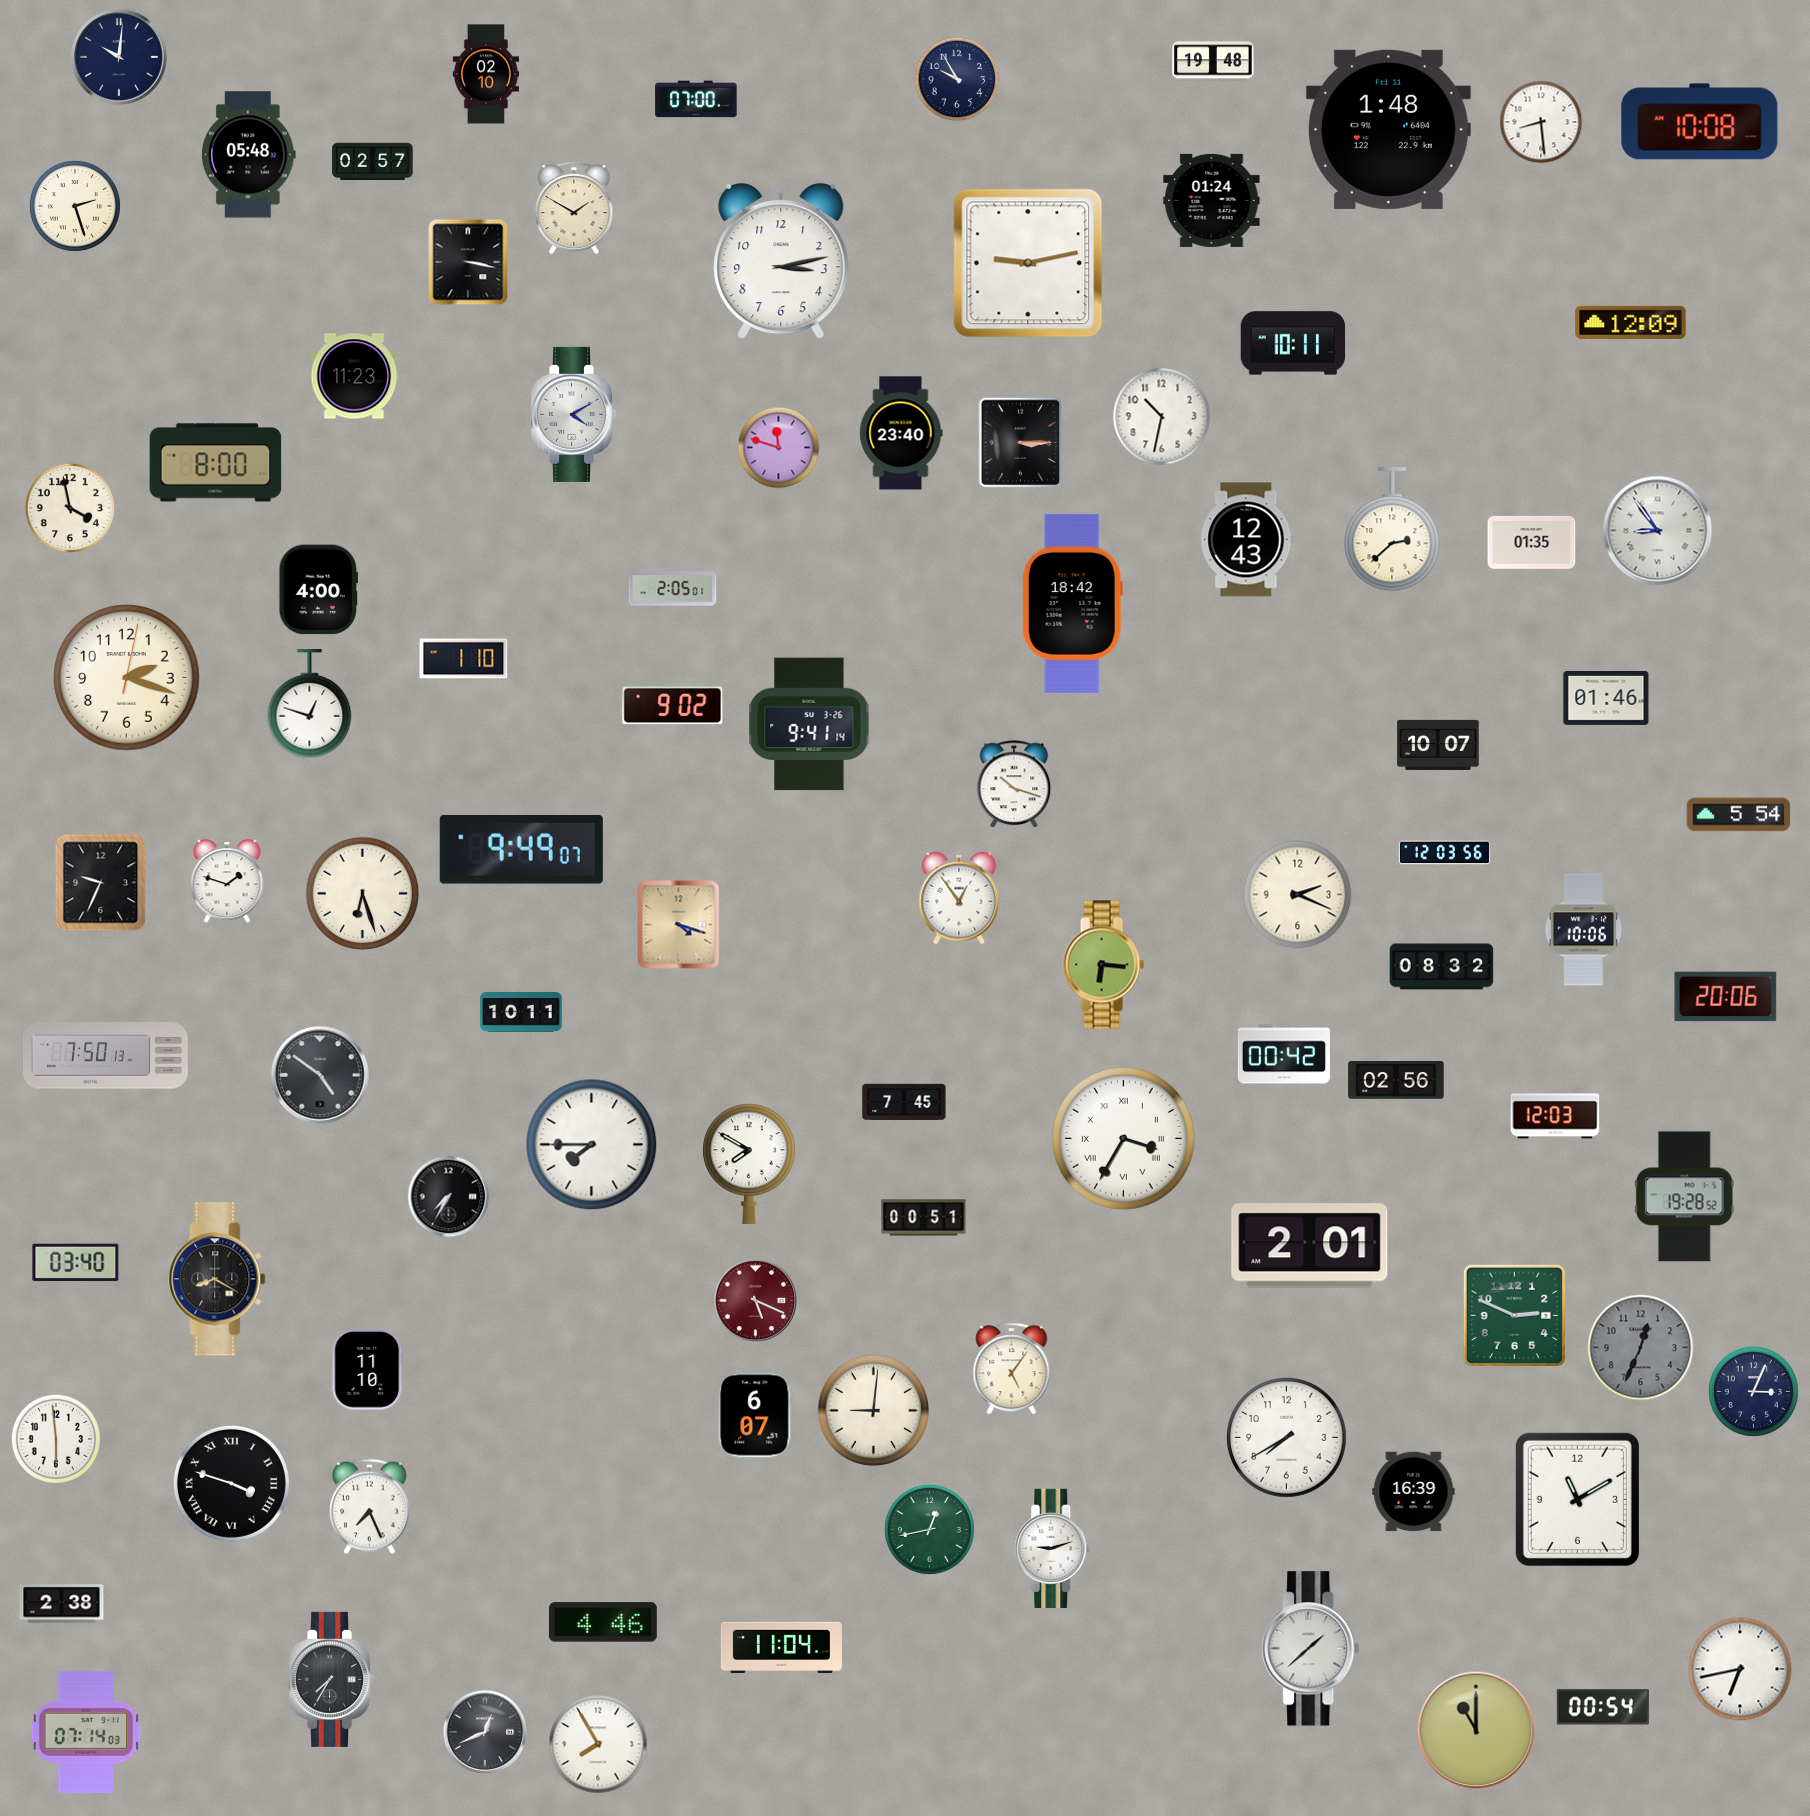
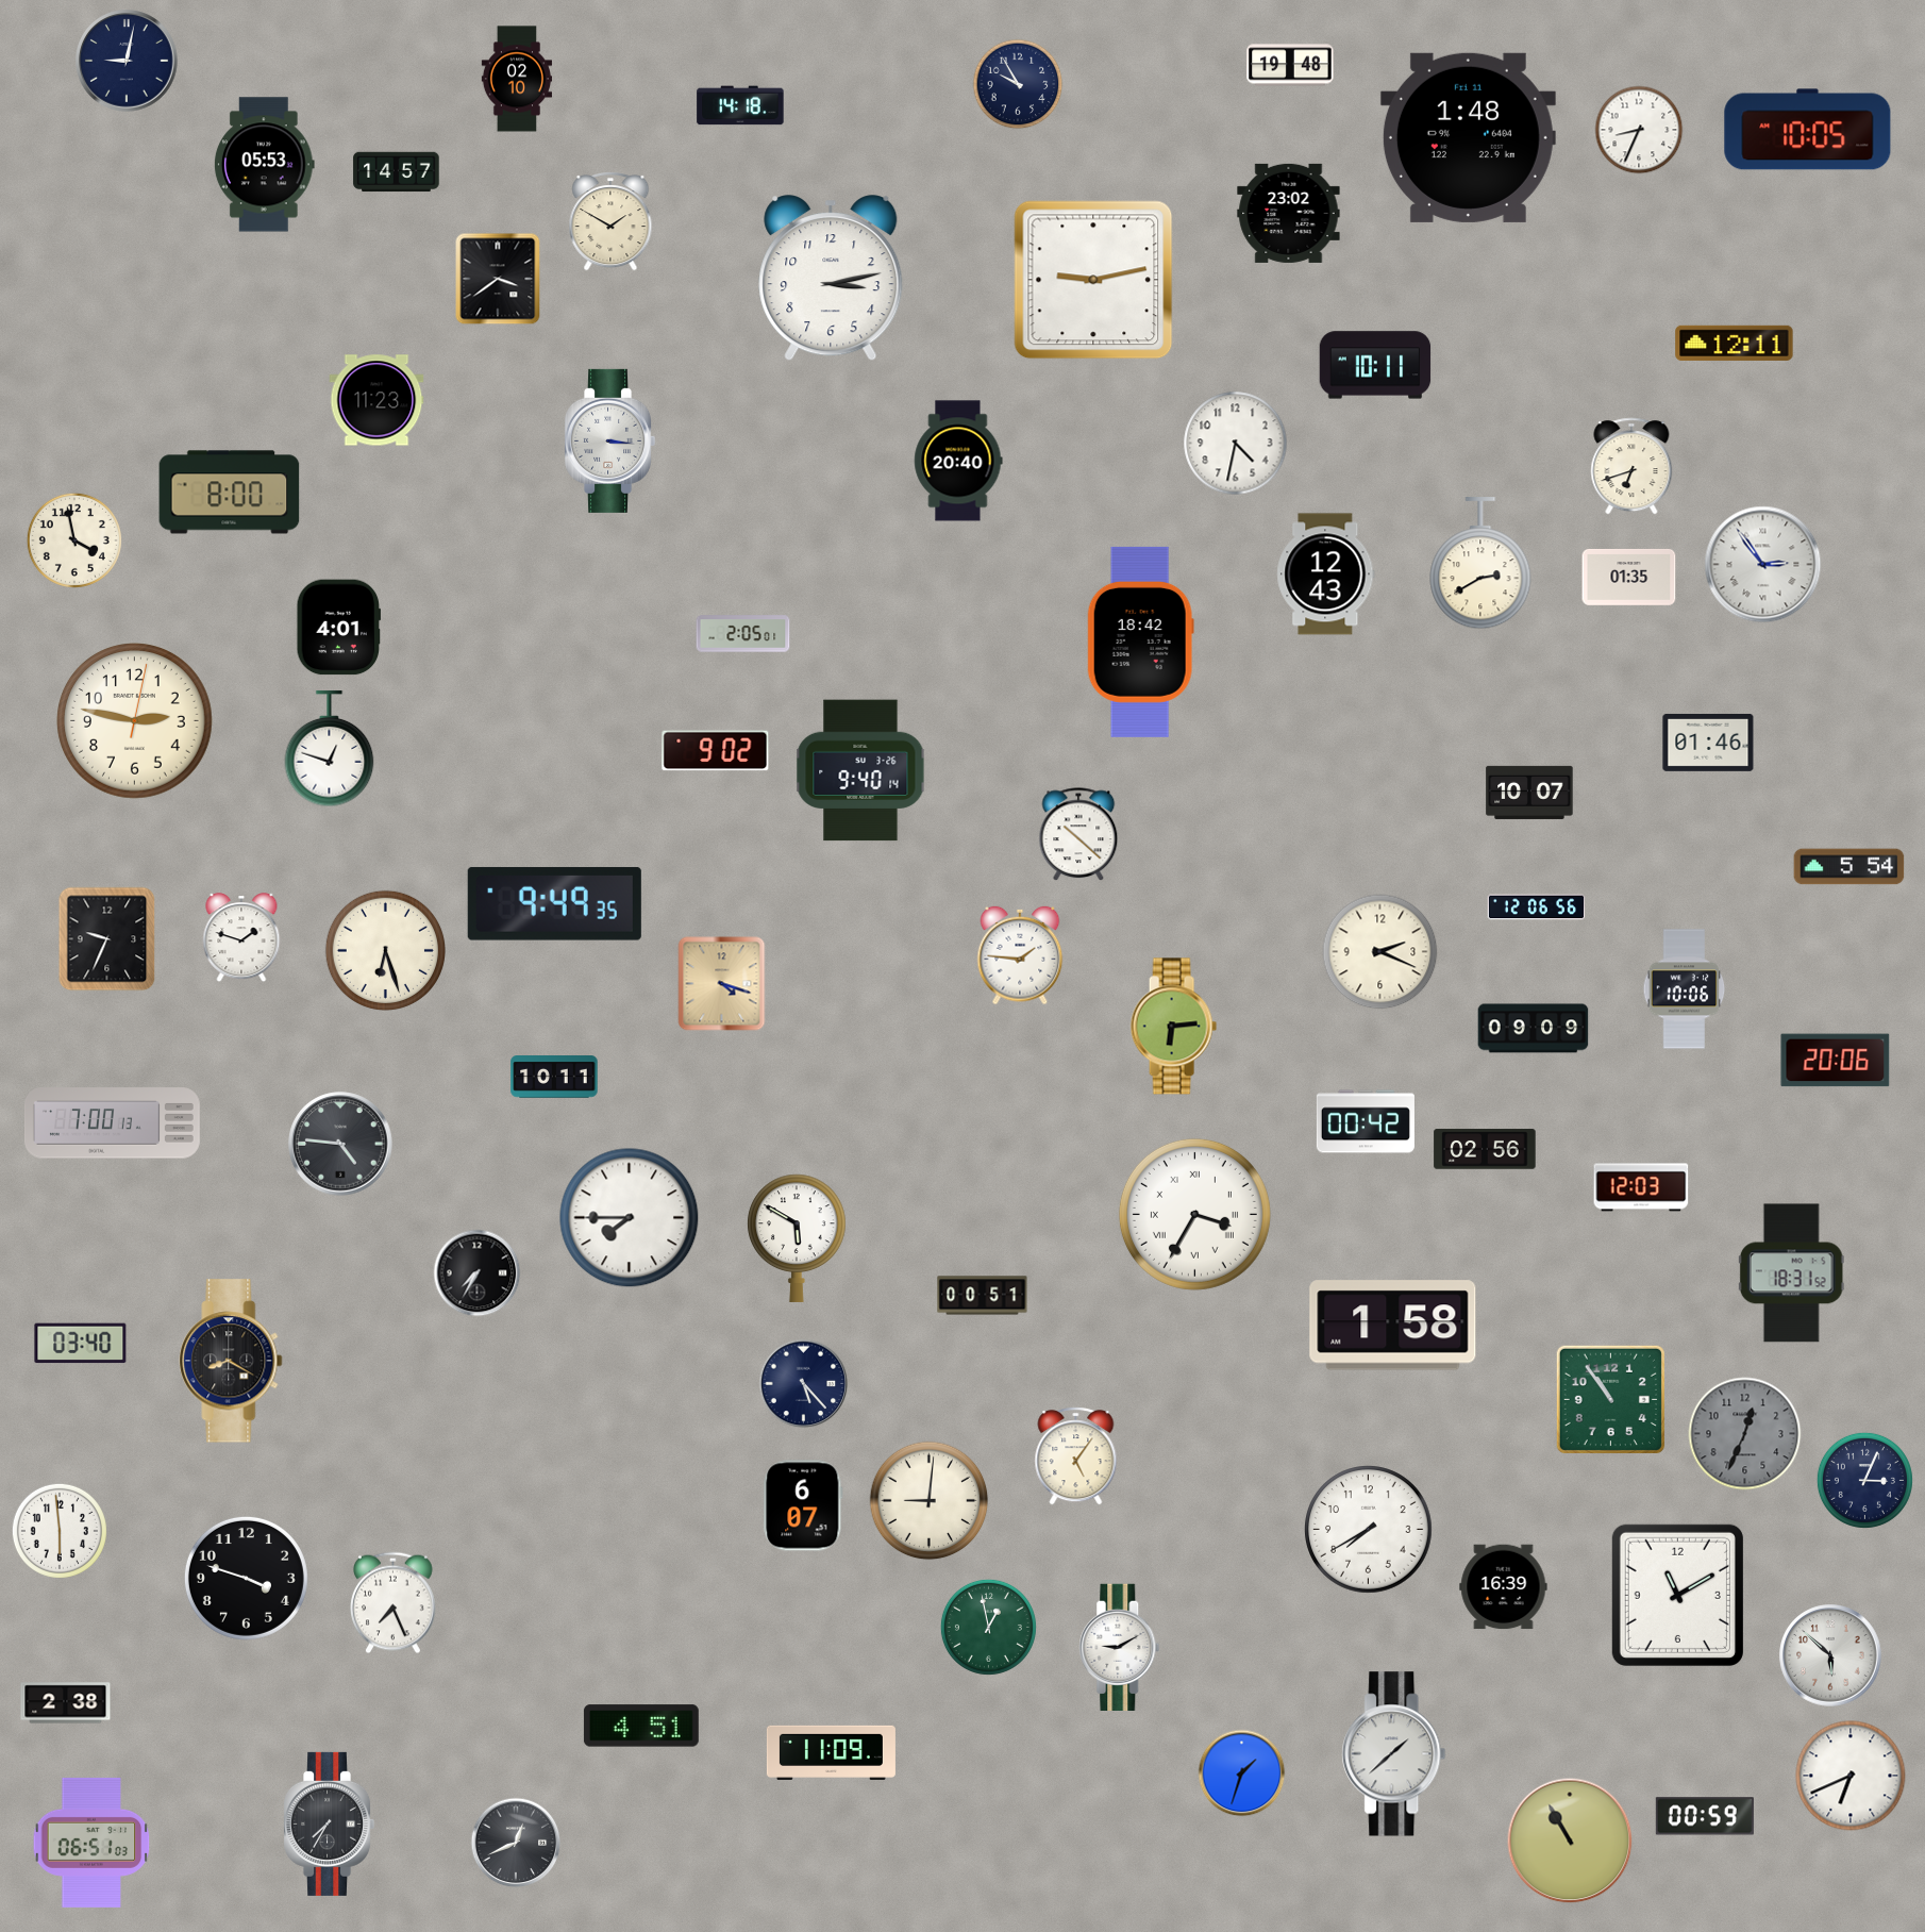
clock at (119, 57): 10:01 -> 9:02
clock at (696, 99): 07:00 -> 14:18
clock at (1541, 122): 8:29 -> 8:34
clock at (1700, 122): 10:08 -> 10:05
clock at (1388, 129) position: (1388, 129) -> (1468, 137)
clock at (248, 155): 05:48 -> 05:53
clock at (373, 162): 02:57 -> 14:57
clock at (1212, 200): 01:24 -> 23:02
clock at (75, 206): 2:27 -> none
clock at (468, 262): 3:17 -> 3:39
clock at (1631, 322): 12:09 -> 12:11
clock at (574, 414): 4:10 -> 3:16
clock at (1162, 417): 10:32 -> 4:32
clock at (901, 433): 23:40 -> 20:40
clock at (1631, 466): none -> 6:42
clock at (1021, 443): 3:15 -> none
clock at (779, 448): 11:48 -> none
clock at (1392, 530): 2:38 -> 2:40
clock at (1658, 531): 8:54 -> 2:54
clock at (673, 589) position: (673, 589) -> (743, 634)
clock at (319, 590): 4:00 -> 4:01
clock at (464, 659): 1:10 -> none
clock at (127, 678): 2:18 -> 2:47
clock at (809, 724): 9:41 -> 9:40
clock at (1014, 785): 10:18 -> 10:22
clock at (521, 849): 9:49:07 -> 9:49:35
clock at (1445, 853): 12:03 -> 12:06
clock at (959, 898): 12:54 -> 1:46
clock at (1103, 965): 6:16 -> 6:14
clock at (1442, 967): 08:32 -> 09:09
clock at (105, 1056): 7:50 -> 7:00
clock at (320, 1075): 4:51 -> 4:46
clock at (904, 1102): 7:45 -> none
clock at (1555, 1116) position: (1555, 1116) -> (1641, 1187)
clock at (1123, 1138) position: (1123, 1138) -> (1194, 1214)
clock at (749, 1164): 7:50 -> 5:50
clock at (1684, 1197): 19:28 -> 18:31
clock at (1310, 1246): 2:01 -> 1:58
clock at (756, 1301): 5:19 -> 5:23
clock at (756, 1301) dial: burgundy -> navy
clock at (1514, 1315): 2:49 -> 10:54
clock at (368, 1370): 11:10 -> none
clock at (231, 1483) numerals: Roman -> Arabic
clock at (929, 1529): 12:43 -> 12:58
clock at (1053, 1548): 9:12 -> 9:10
clock at (1830, 1655): none -> 5:52
clock at (62, 1604) position: (62, 1604) -> (66, 1703)
clock at (603, 1622): 4:46 -> 4:51
clock at (781, 1647): 11:04 -> 11:09
clock at (1242, 1773): none -> 1:33
clock at (1740, 1669): 6:43 -> 6:41
clock at (332, 1679) position: (332, 1679) -> (330, 1823)
clock at (1603, 1707): 00:54 -> 00:59
clock at (1476, 1730): 11:00 -> 10:55
clock at (86, 1732): 07:14 -> 06:51
clock at (598, 1744): 7:55 -> none
